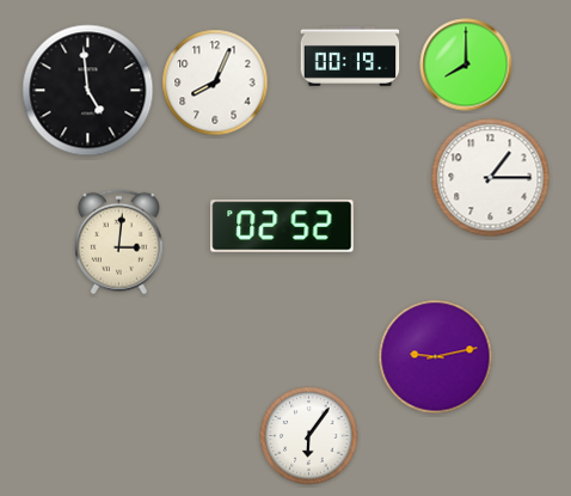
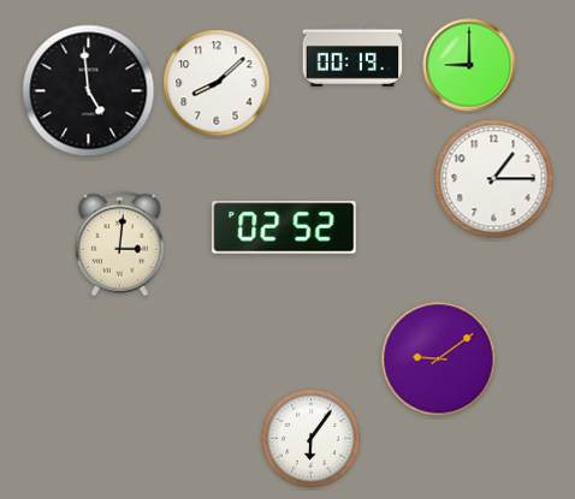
clock at (466, 65): 8:00 -> 9:00
clock at (215, 82): 8:04 -> 8:08
clock at (436, 357): 9:13 -> 9:09
